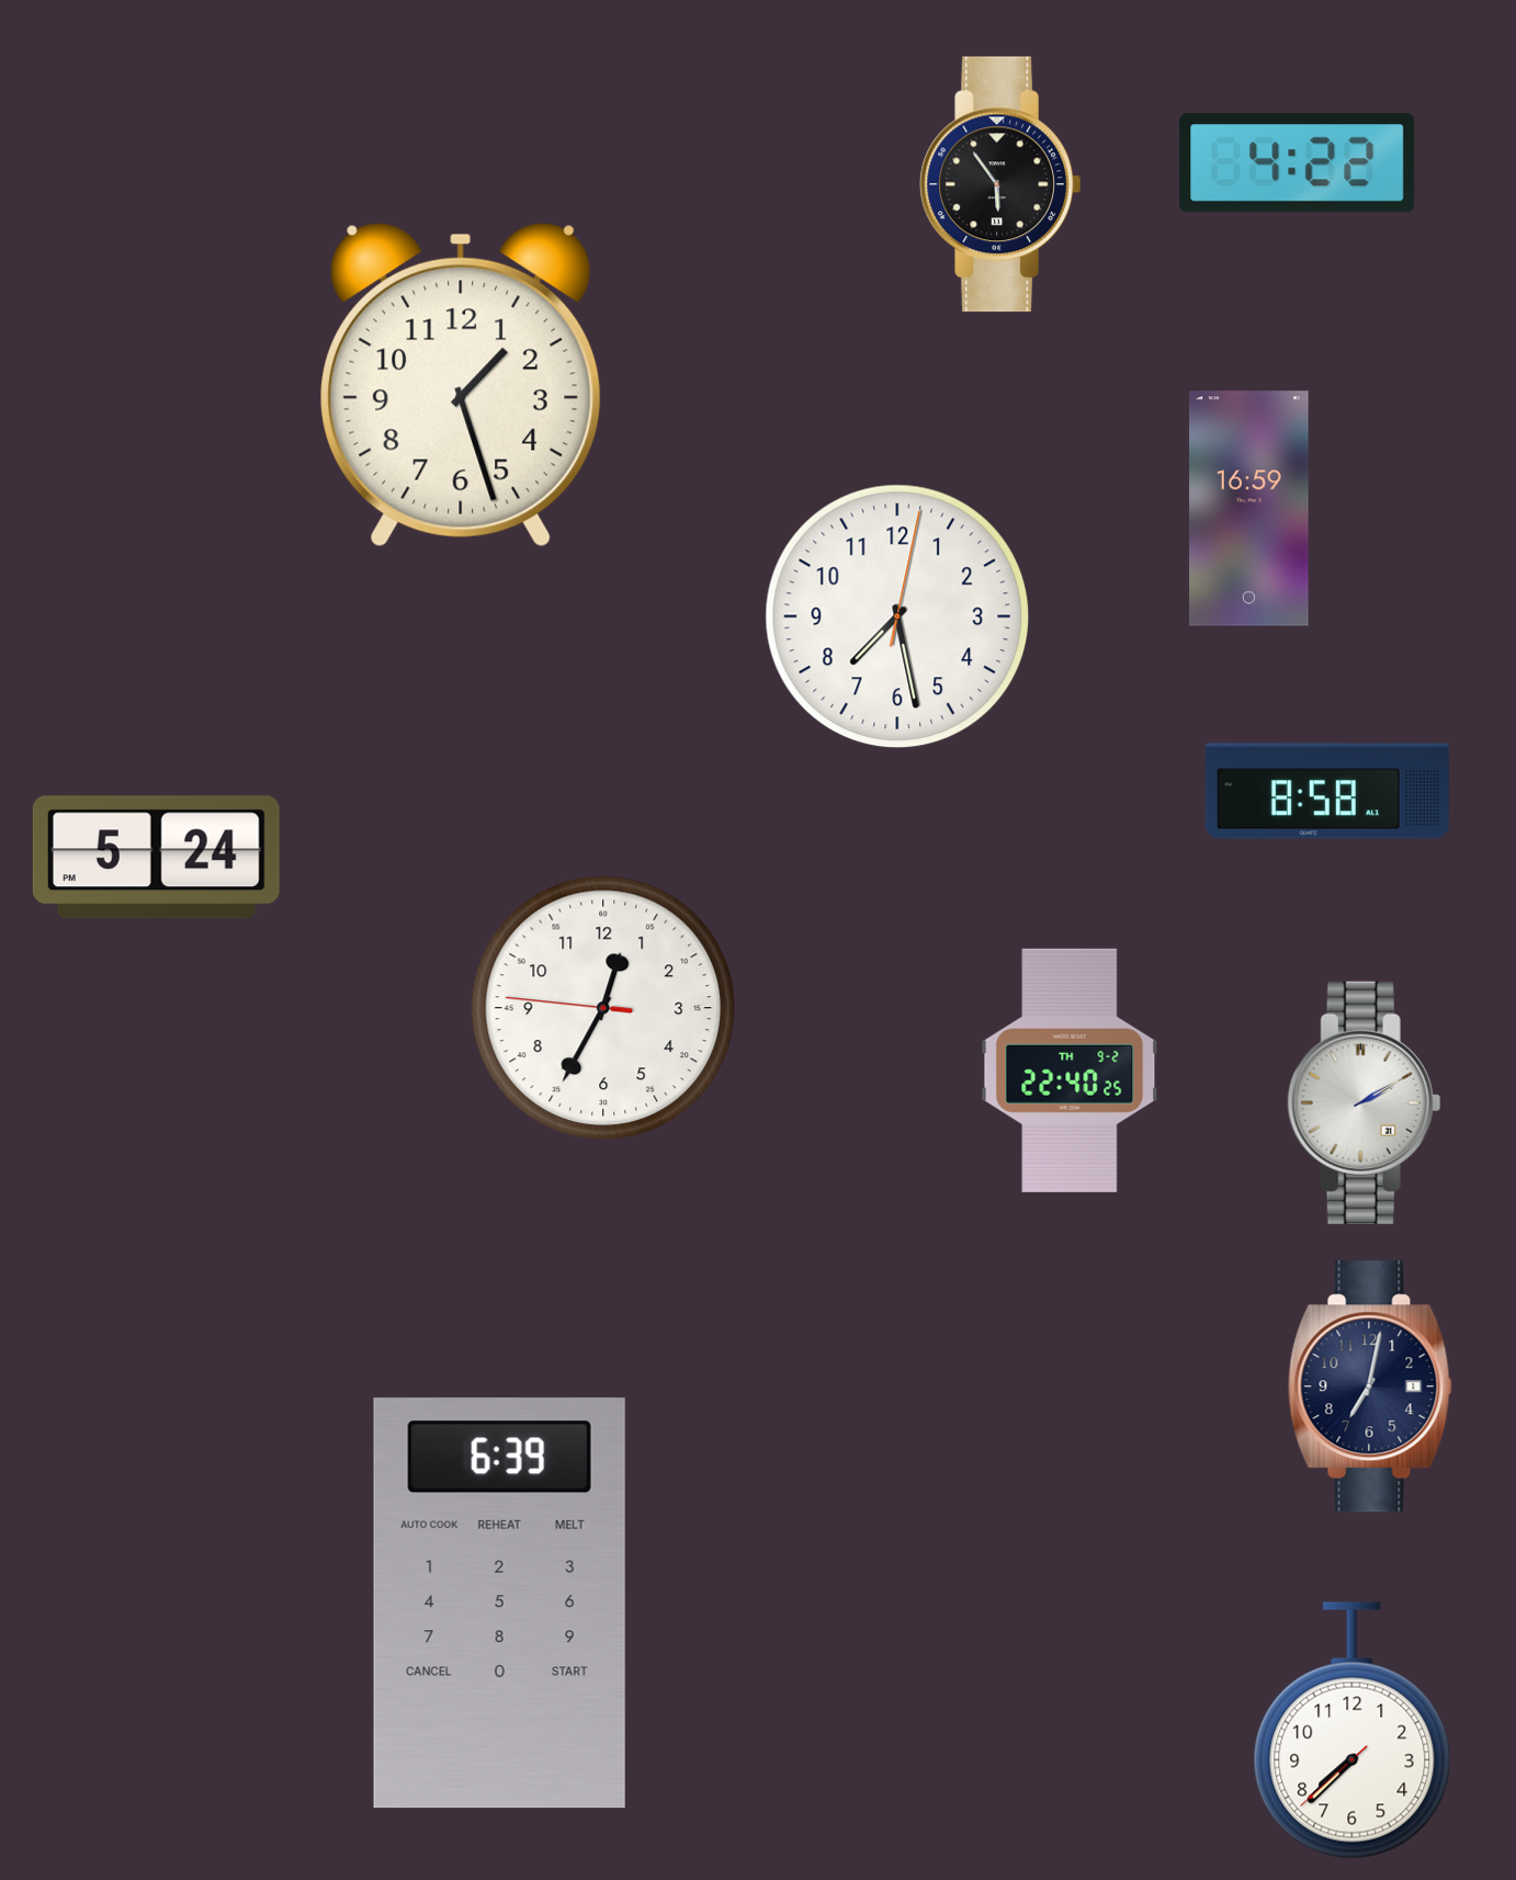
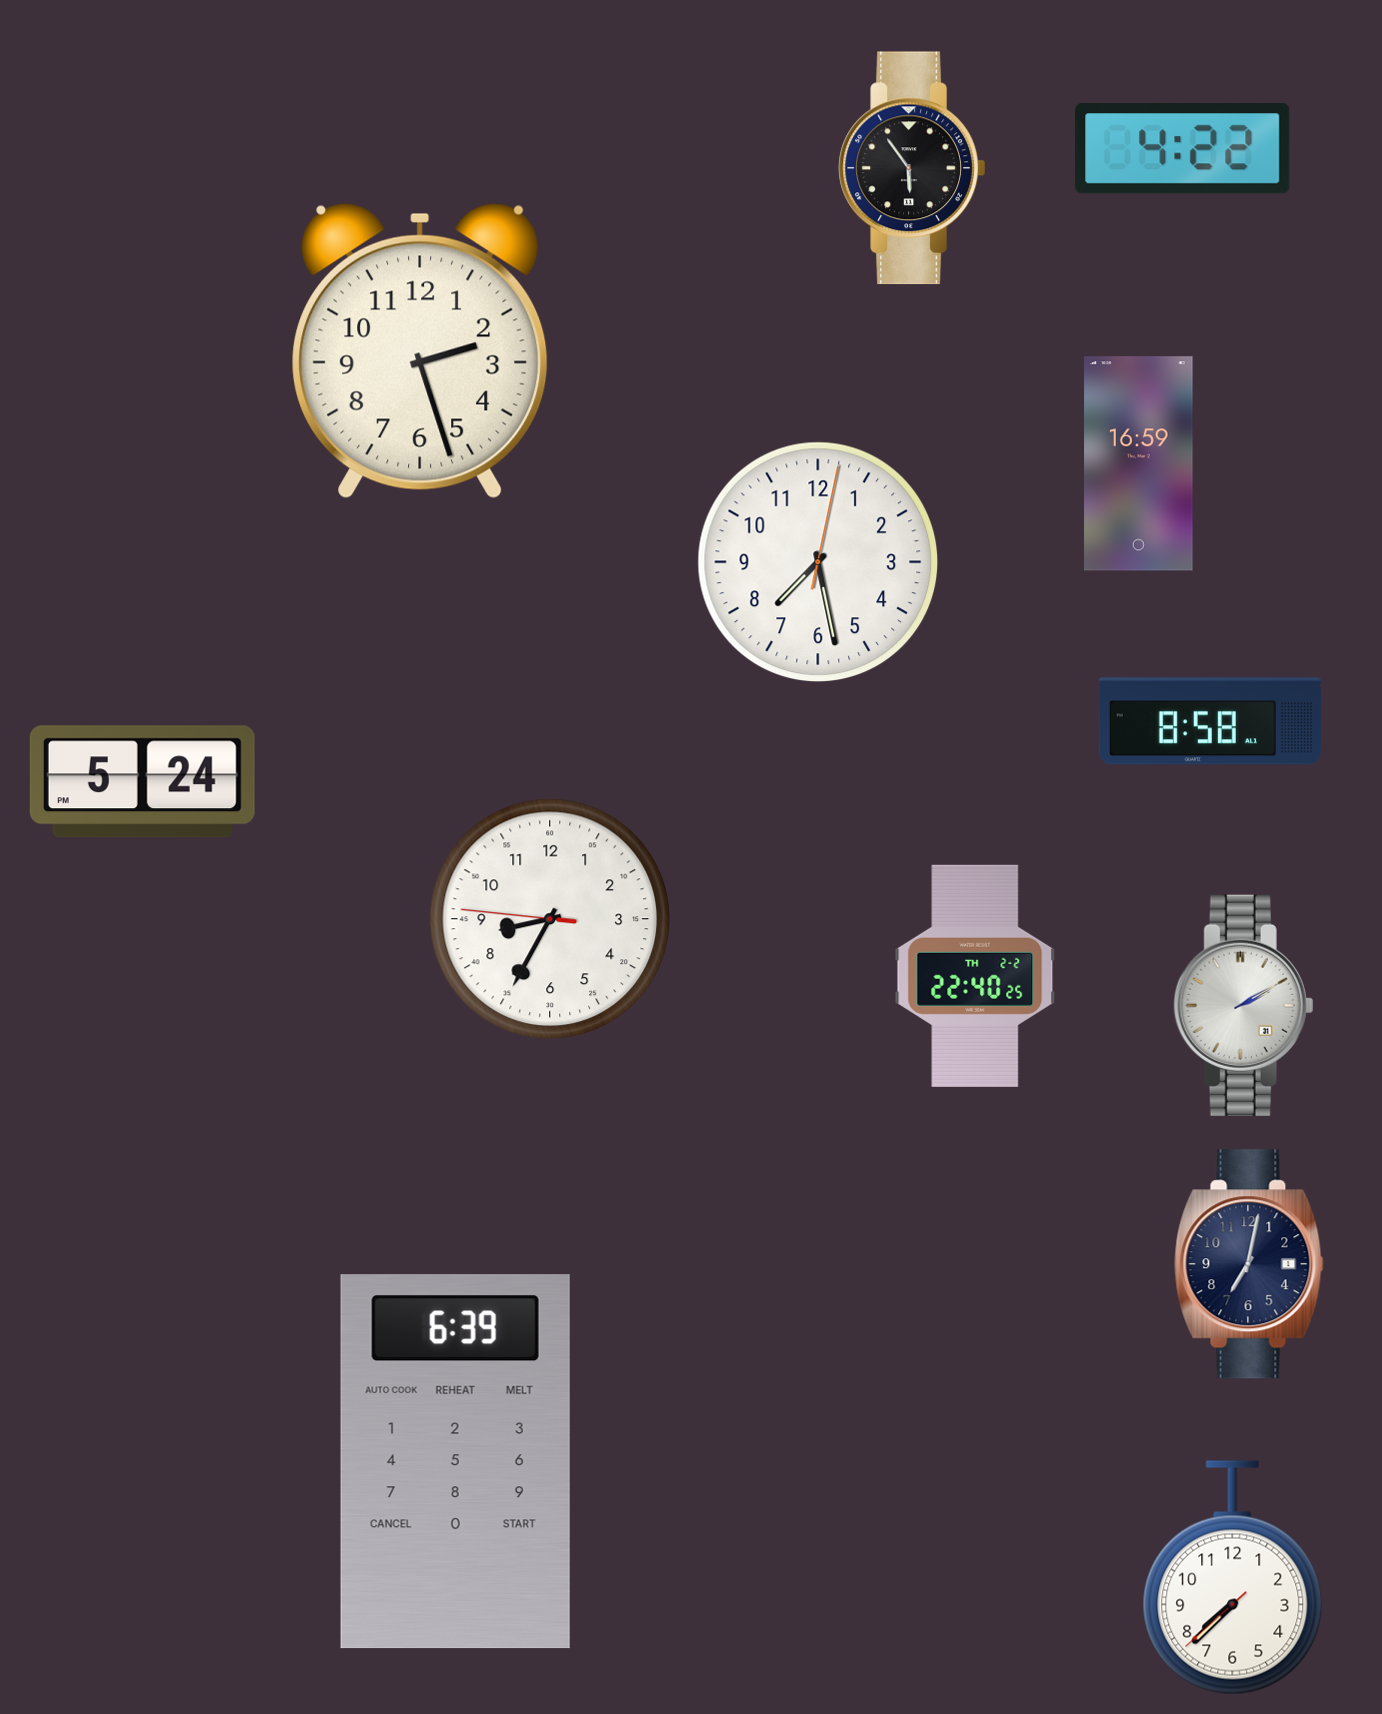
clock at (461, 385): 1:27 -> 2:27
clock at (603, 1008): 12:34 -> 8:34
clock at (1070, 1071) date: TH 9-2 -> TH 2-2
